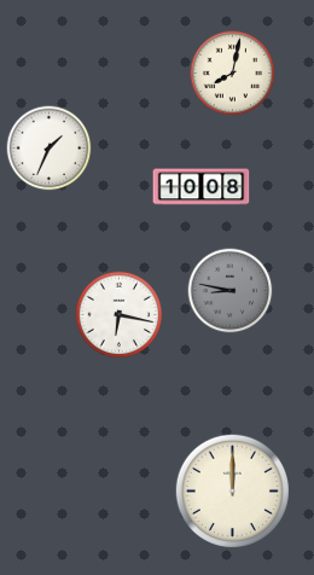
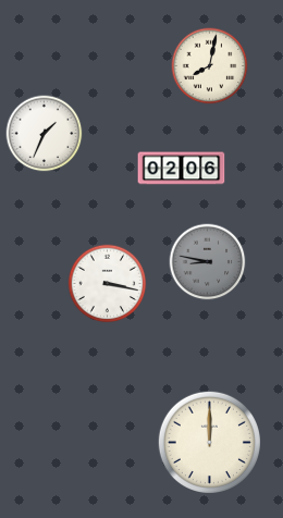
clock at (202, 187): 10:08 -> 02:06
clock at (120, 315): 6:17 -> 3:17
